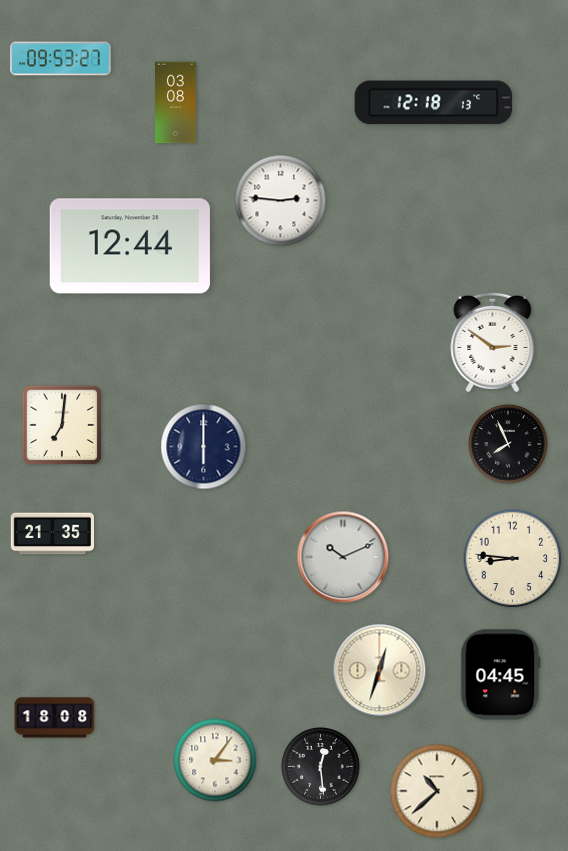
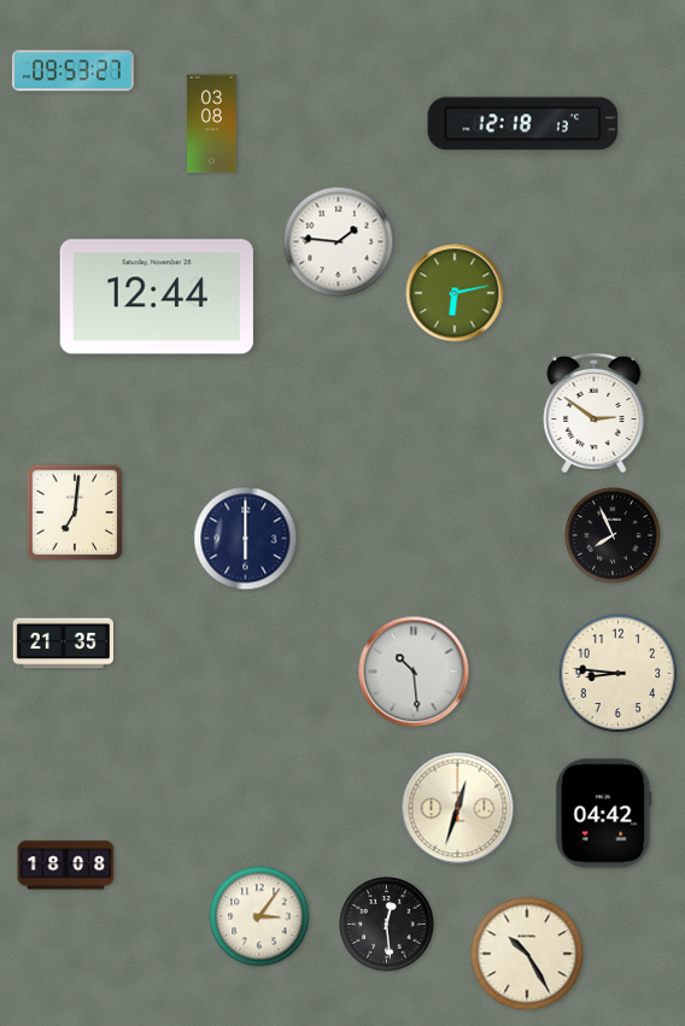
clock at (281, 201): 2:46 -> 1:46
clock at (455, 293): none -> 6:13
clock at (343, 557): 10:11 -> 10:29
clock at (501, 675): 04:45 -> 04:42
clock at (437, 791): 10:38 -> 10:25
